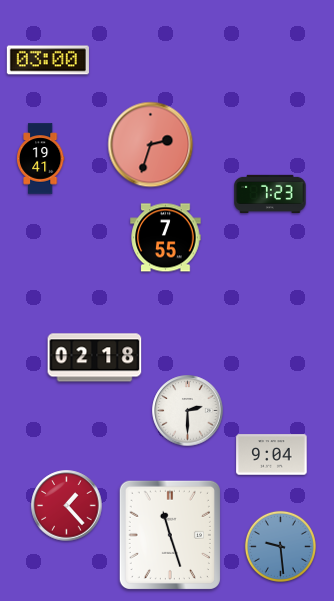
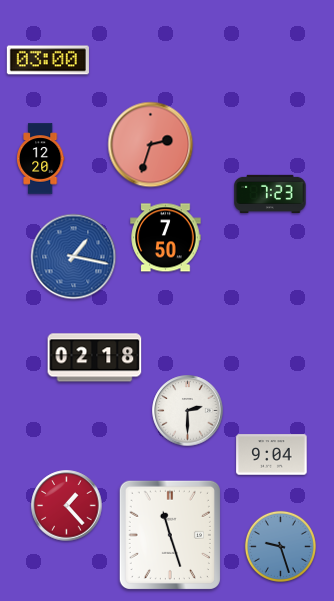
clock at (40, 159): 19:41 -> 12:20
clock at (166, 238): 7:55 -> 7:50
clock at (74, 257): none -> 1:17
clock at (280, 546): 9:29 -> 9:27
